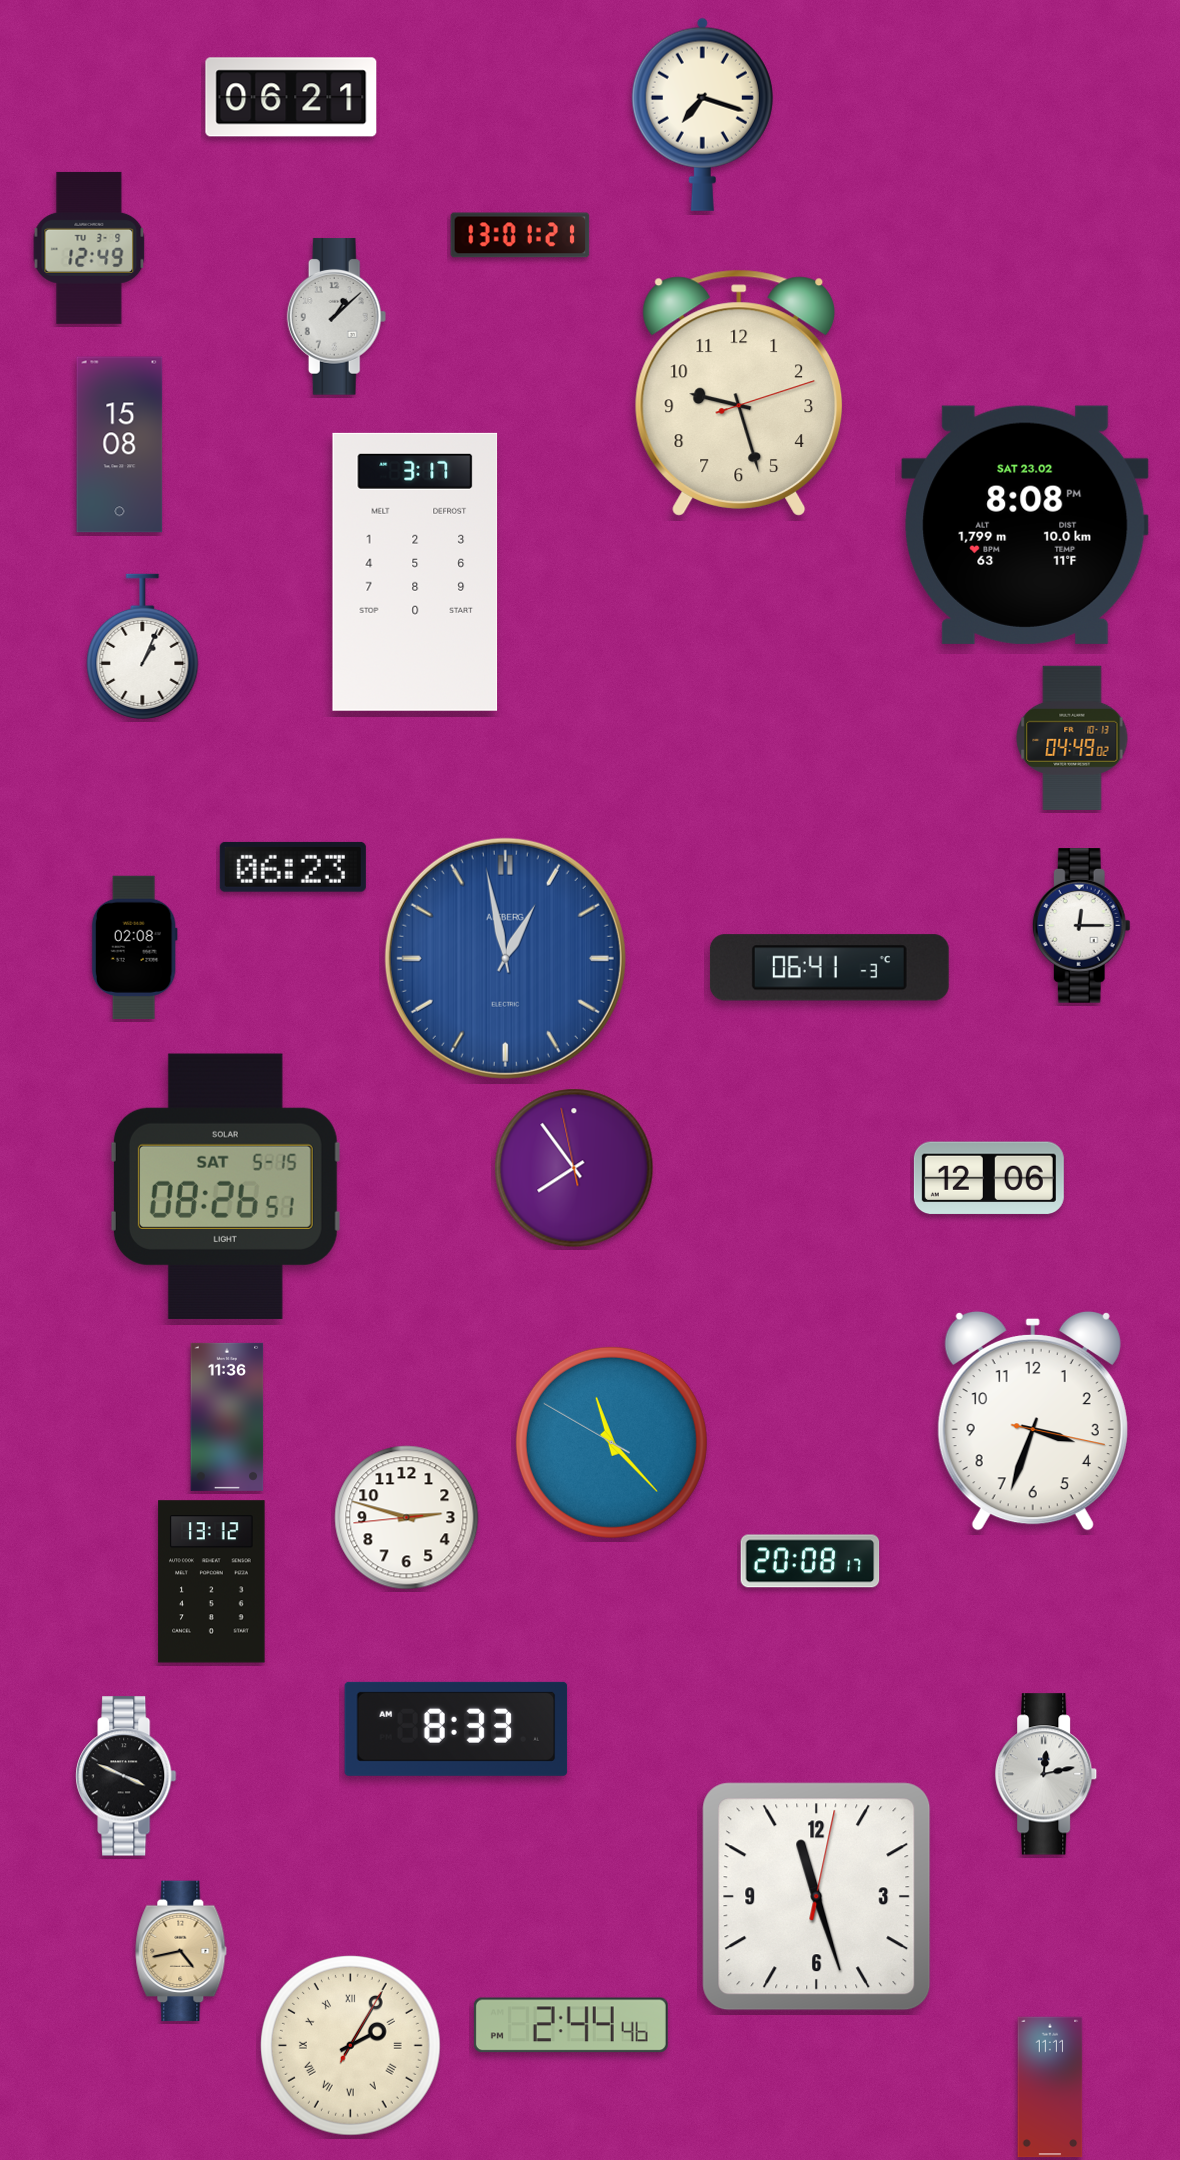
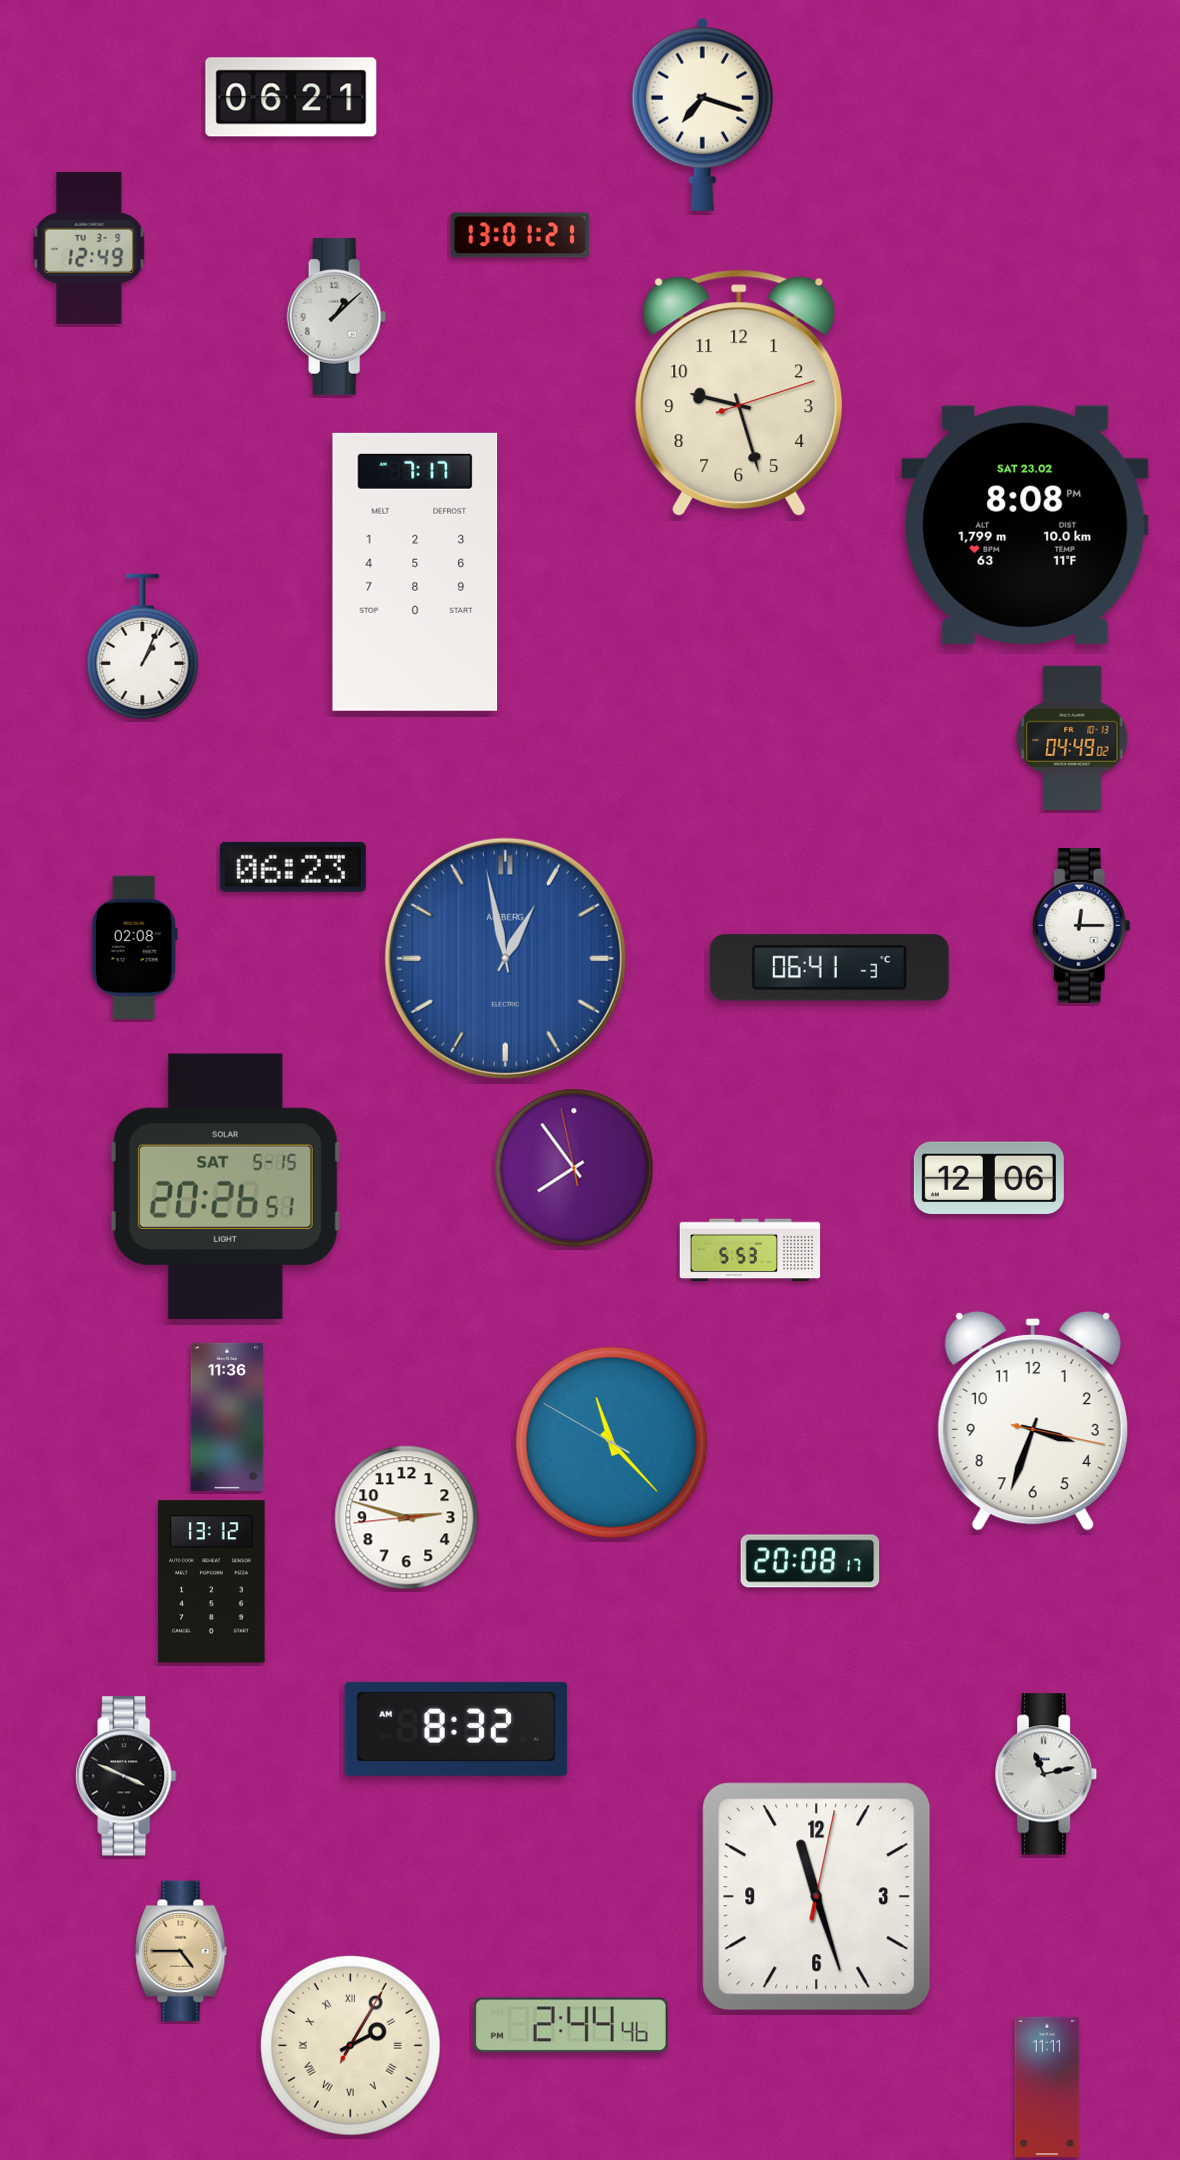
clock at (120, 445): 15:08 -> none
clock at (415, 572): 3:17 -> 7:17
clock at (225, 1186): 08:26 -> 20:26
clock at (750, 1250): none -> 5:53
clock at (456, 1729): 8:33 -> 8:32
clock at (1047, 1774): 12:13 -> 11:13
clock at (181, 1951): 4:43 -> 4:45
clock at (1050, 2087) position: (1050, 2087) -> (1047, 2087)
